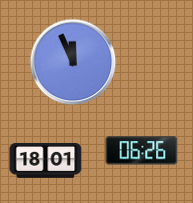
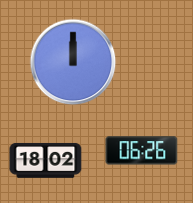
clock at (73, 62): 11:56 -> 12:00
clock at (46, 160): 18:01 -> 18:02
